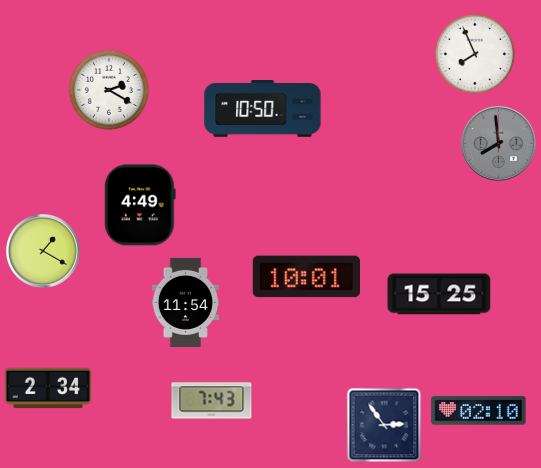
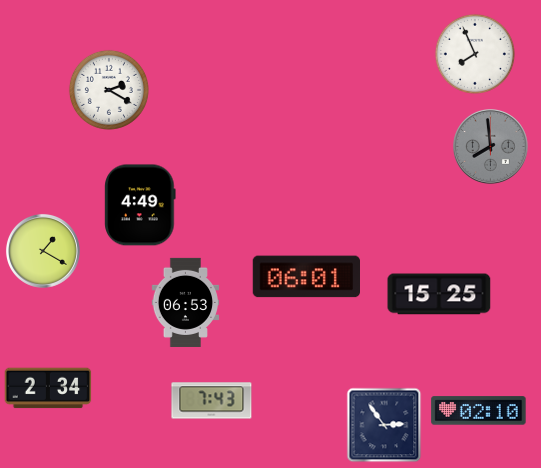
clock at (263, 109): 10:50 -> none
clock at (499, 144) position: (499, 144) -> (491, 147)
clock at (306, 277): 10:01 -> 06:01
clock at (186, 302): 11:54 -> 06:53
